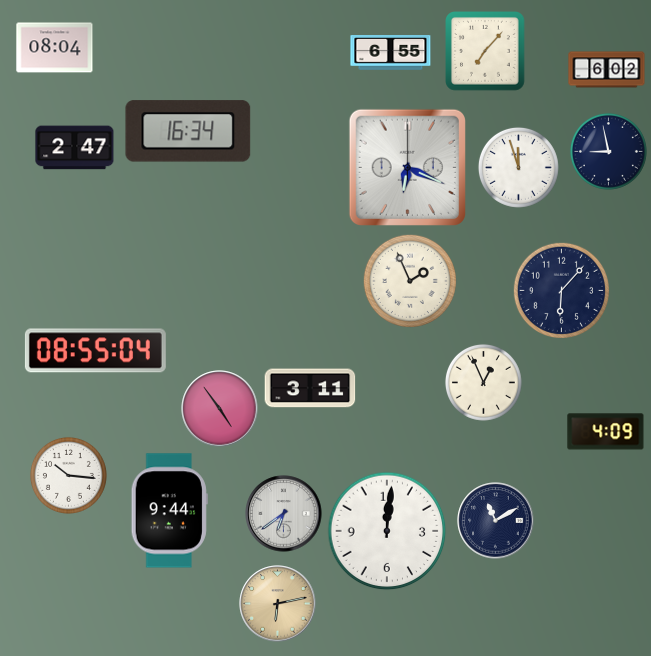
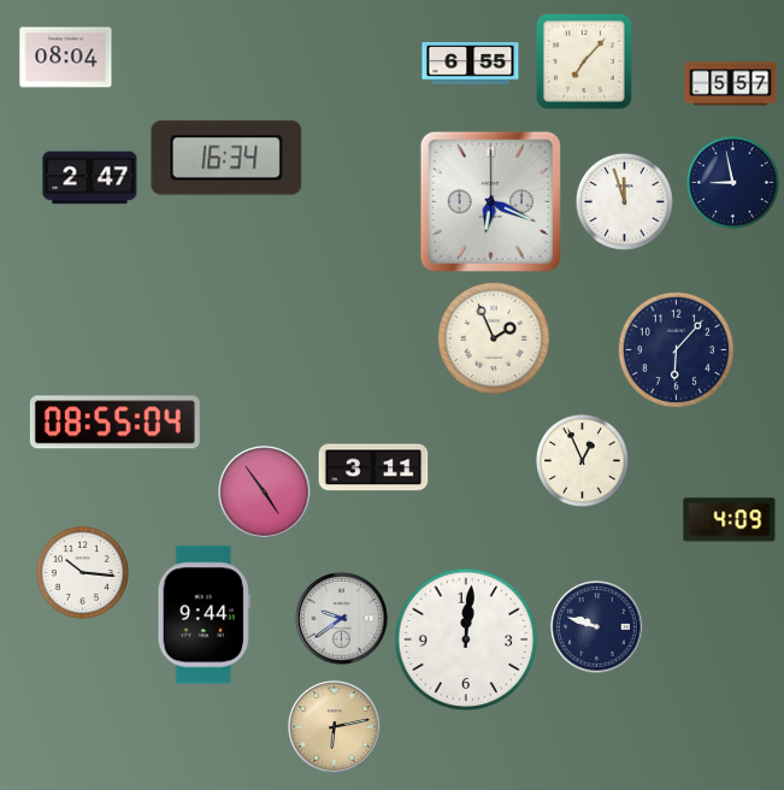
clock at (607, 70): 6:02 -> 5:57
clock at (284, 514): 6:39 -> 9:39
clock at (496, 521): 11:10 -> 9:48
